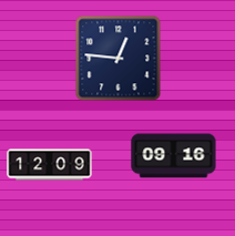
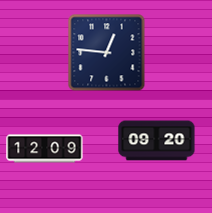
clock at (174, 156): 09:16 -> 09:20
